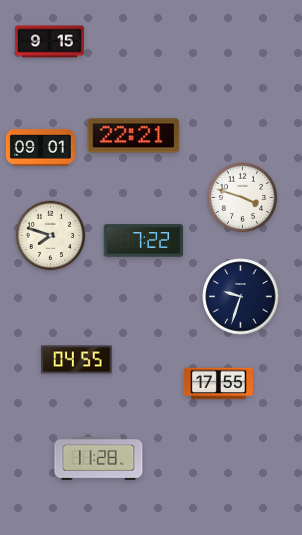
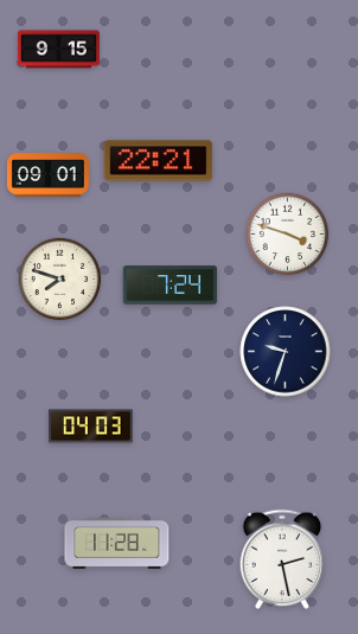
clock at (144, 241): 7:22 -> 7:24
clock at (77, 360): 04:55 -> 04:03
clock at (218, 384): 17:55 -> none
clock at (282, 559): none -> 2:28
